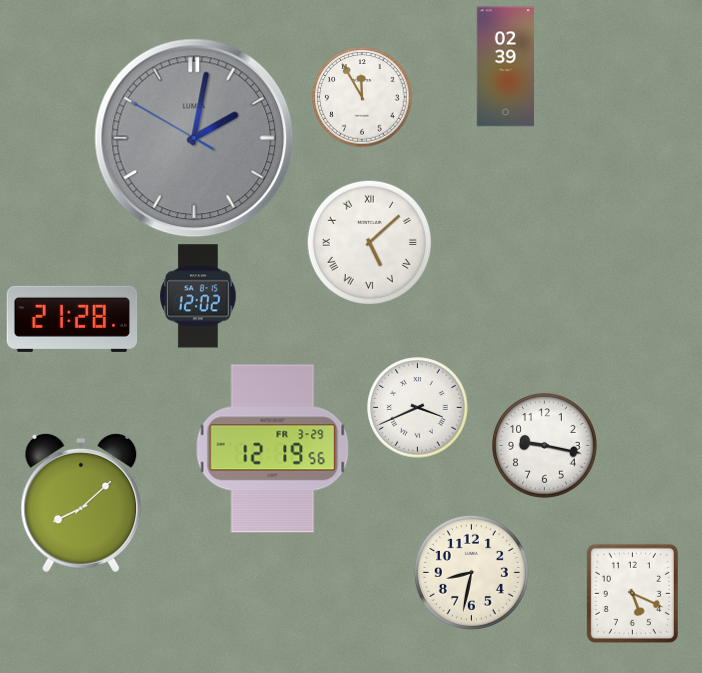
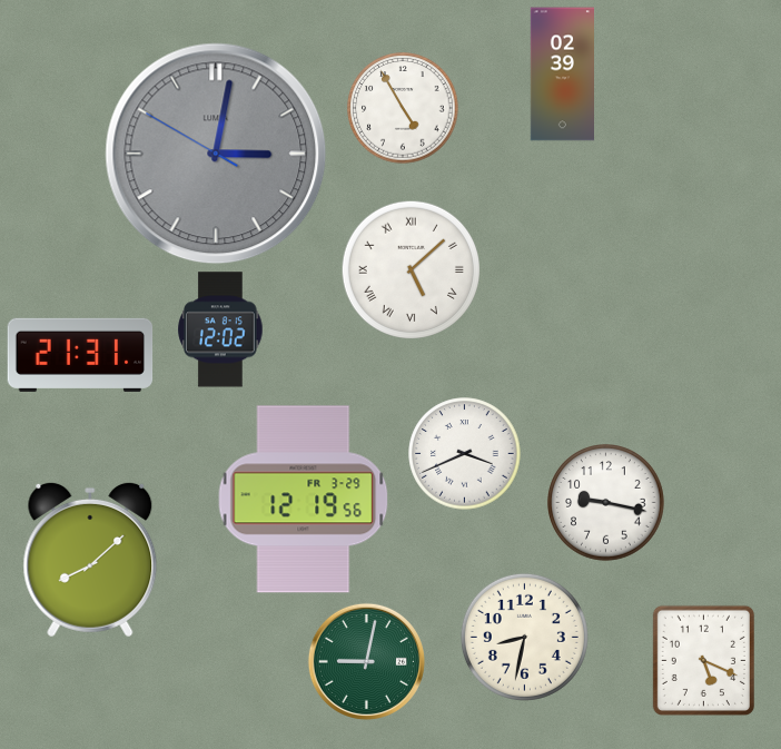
clock at (362, 97): 11:55 -> 4:55
clock at (194, 138): 2:01 -> 3:01
clock at (72, 319): 21:28 -> 21:31
clock at (545, 446) position: (545, 446) -> (606, 503)
clock at (366, 661): none -> 9:02
